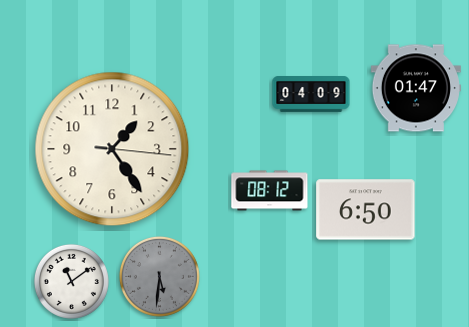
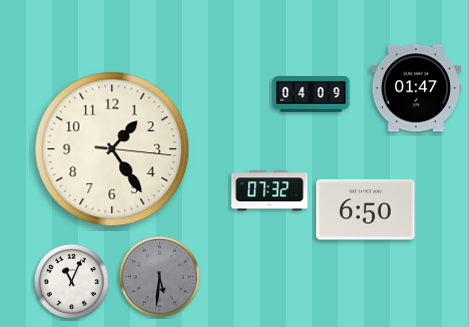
clock at (270, 191): 08:12 -> 07:32
clock at (71, 281): 11:09 -> 11:04
